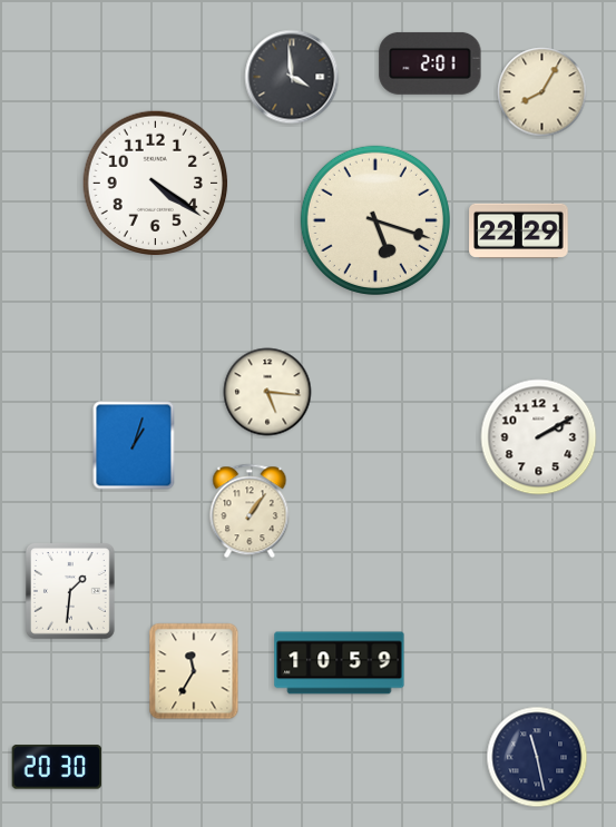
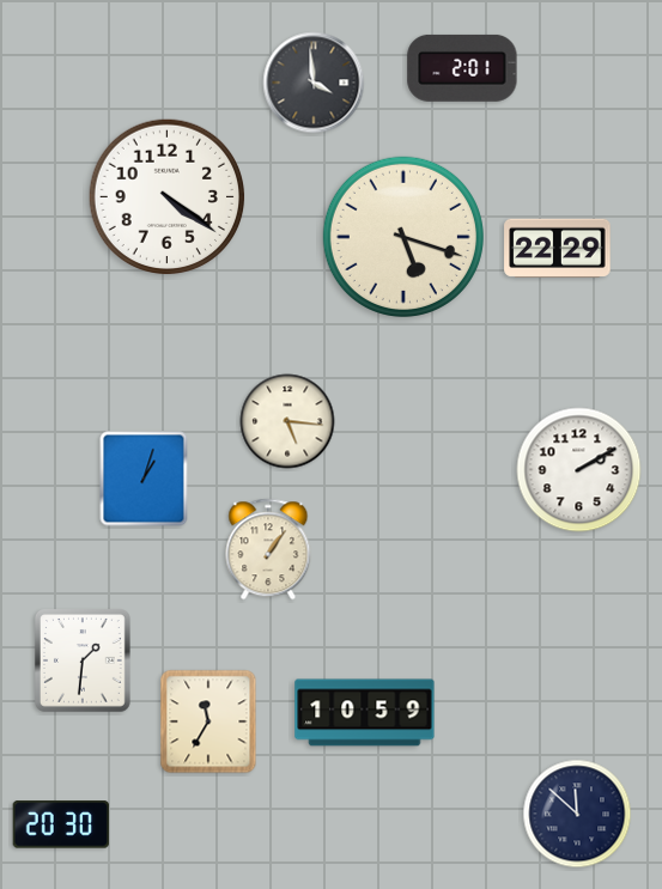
clock at (542, 92): 8:05 -> none
clock at (70, 592) position: (70, 592) -> (83, 662)
clock at (537, 757): 11:28 -> 11:52
